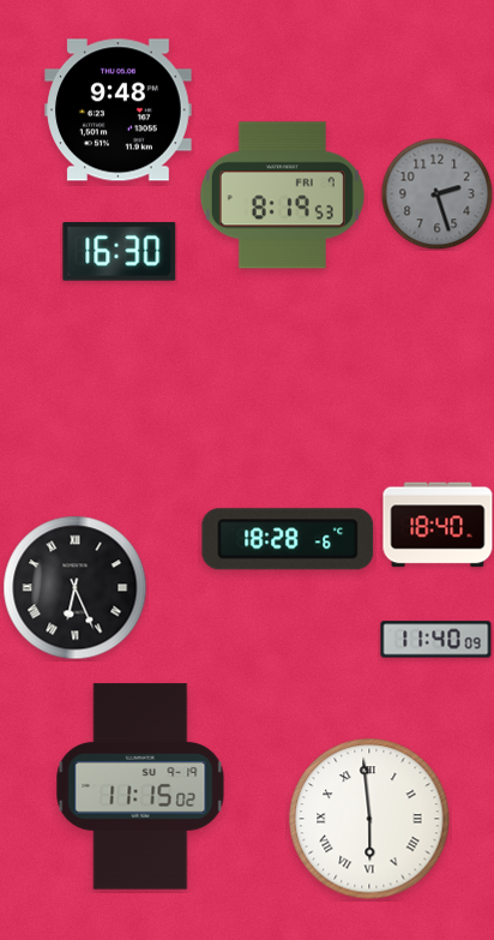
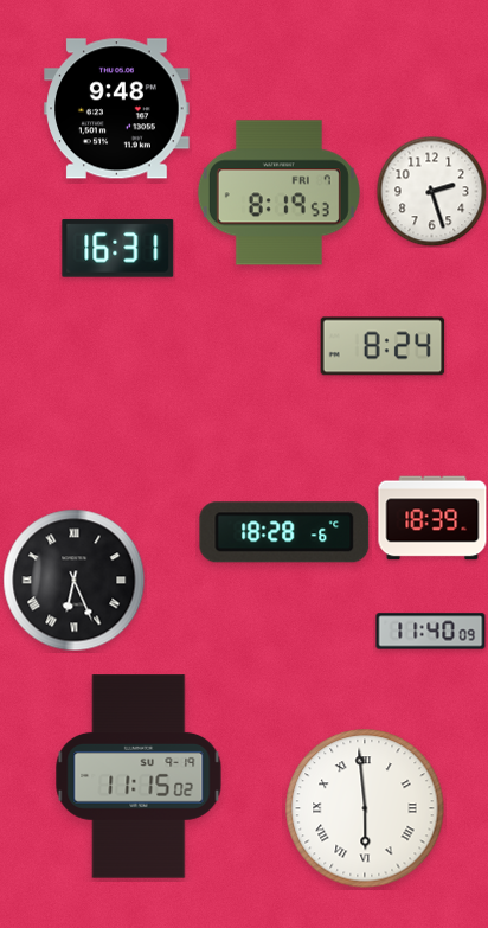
clock at (436, 193) dial: grey -> white
clock at (120, 251): 16:30 -> 16:31
clock at (383, 346): none -> 8:24
clock at (438, 525): 18:40 -> 18:39
